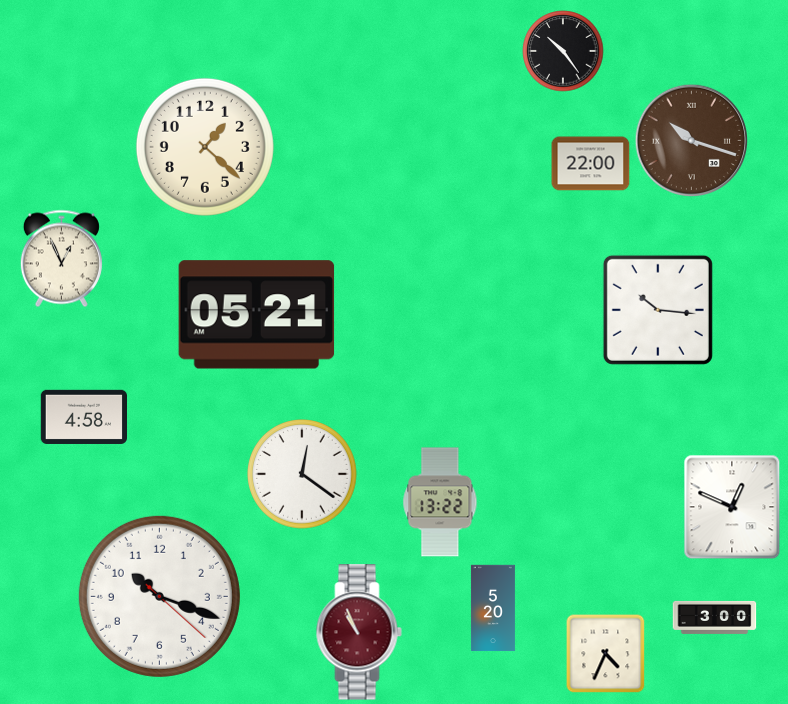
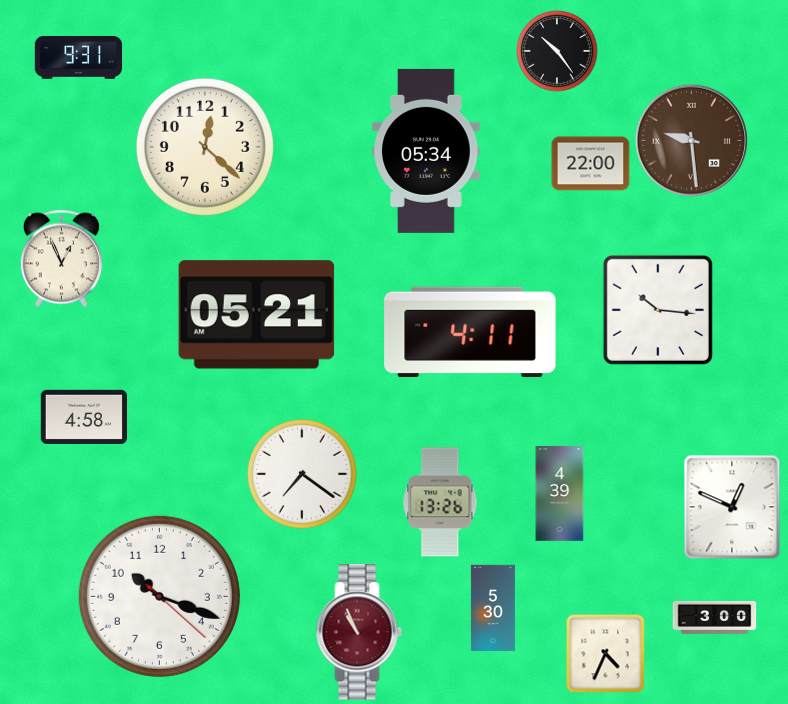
clock at (563, 51) position: (563, 51) -> (557, 51)
clock at (78, 58): none -> 9:31
clock at (691, 140): 10:18 -> 9:29
clock at (205, 147): 1:22 -> 12:22
clock at (426, 151): none -> 05:34
clock at (470, 331): none -> 4:11
clock at (303, 475): 12:21 -> 7:21
clock at (560, 494): none -> 4:39
clock at (440, 502): 13:22 -> 13:26
clock at (493, 608): 5:20 -> 5:30
